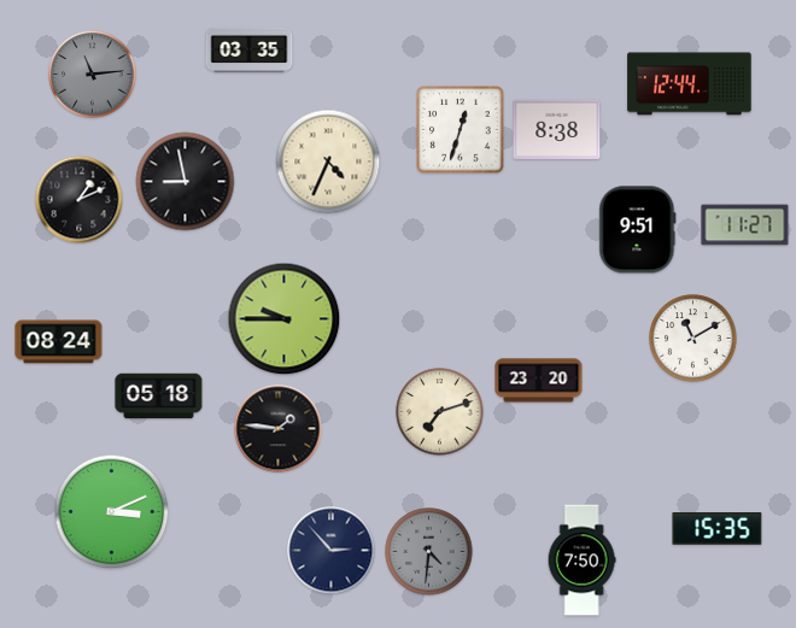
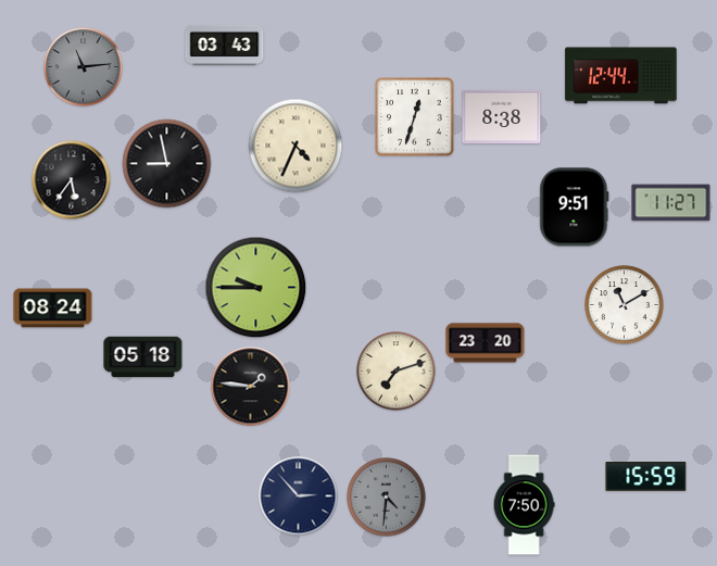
clock at (250, 49): 03:35 -> 03:43
clock at (80, 200): 1:11 -> 5:36
clock at (112, 512): 3:11 -> none
clock at (718, 529): 15:35 -> 15:59
